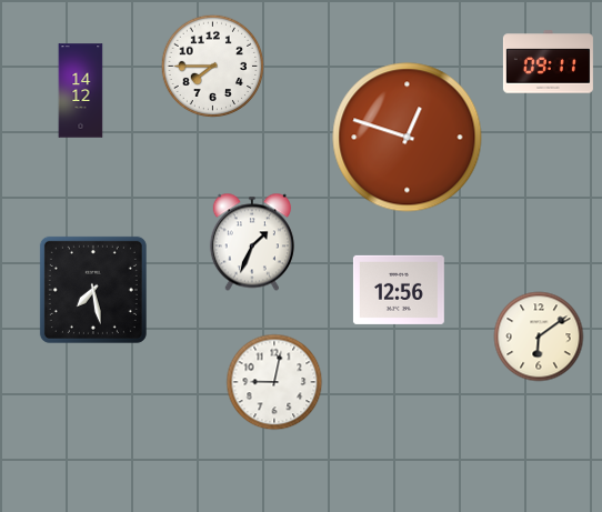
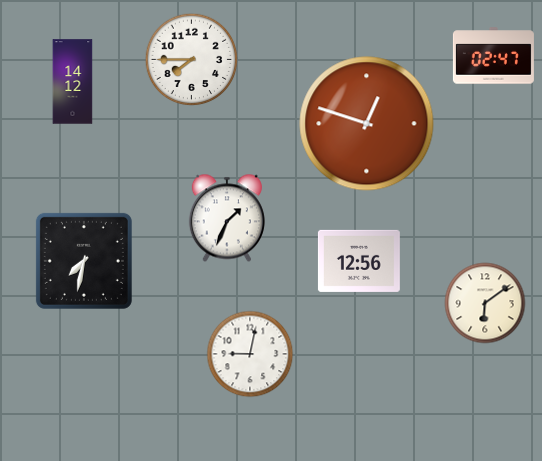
clock at (548, 62): 09:11 -> 02:47
clock at (93, 290): 7:28 -> 7:32
clock at (274, 382) position: (274, 382) -> (250, 354)
